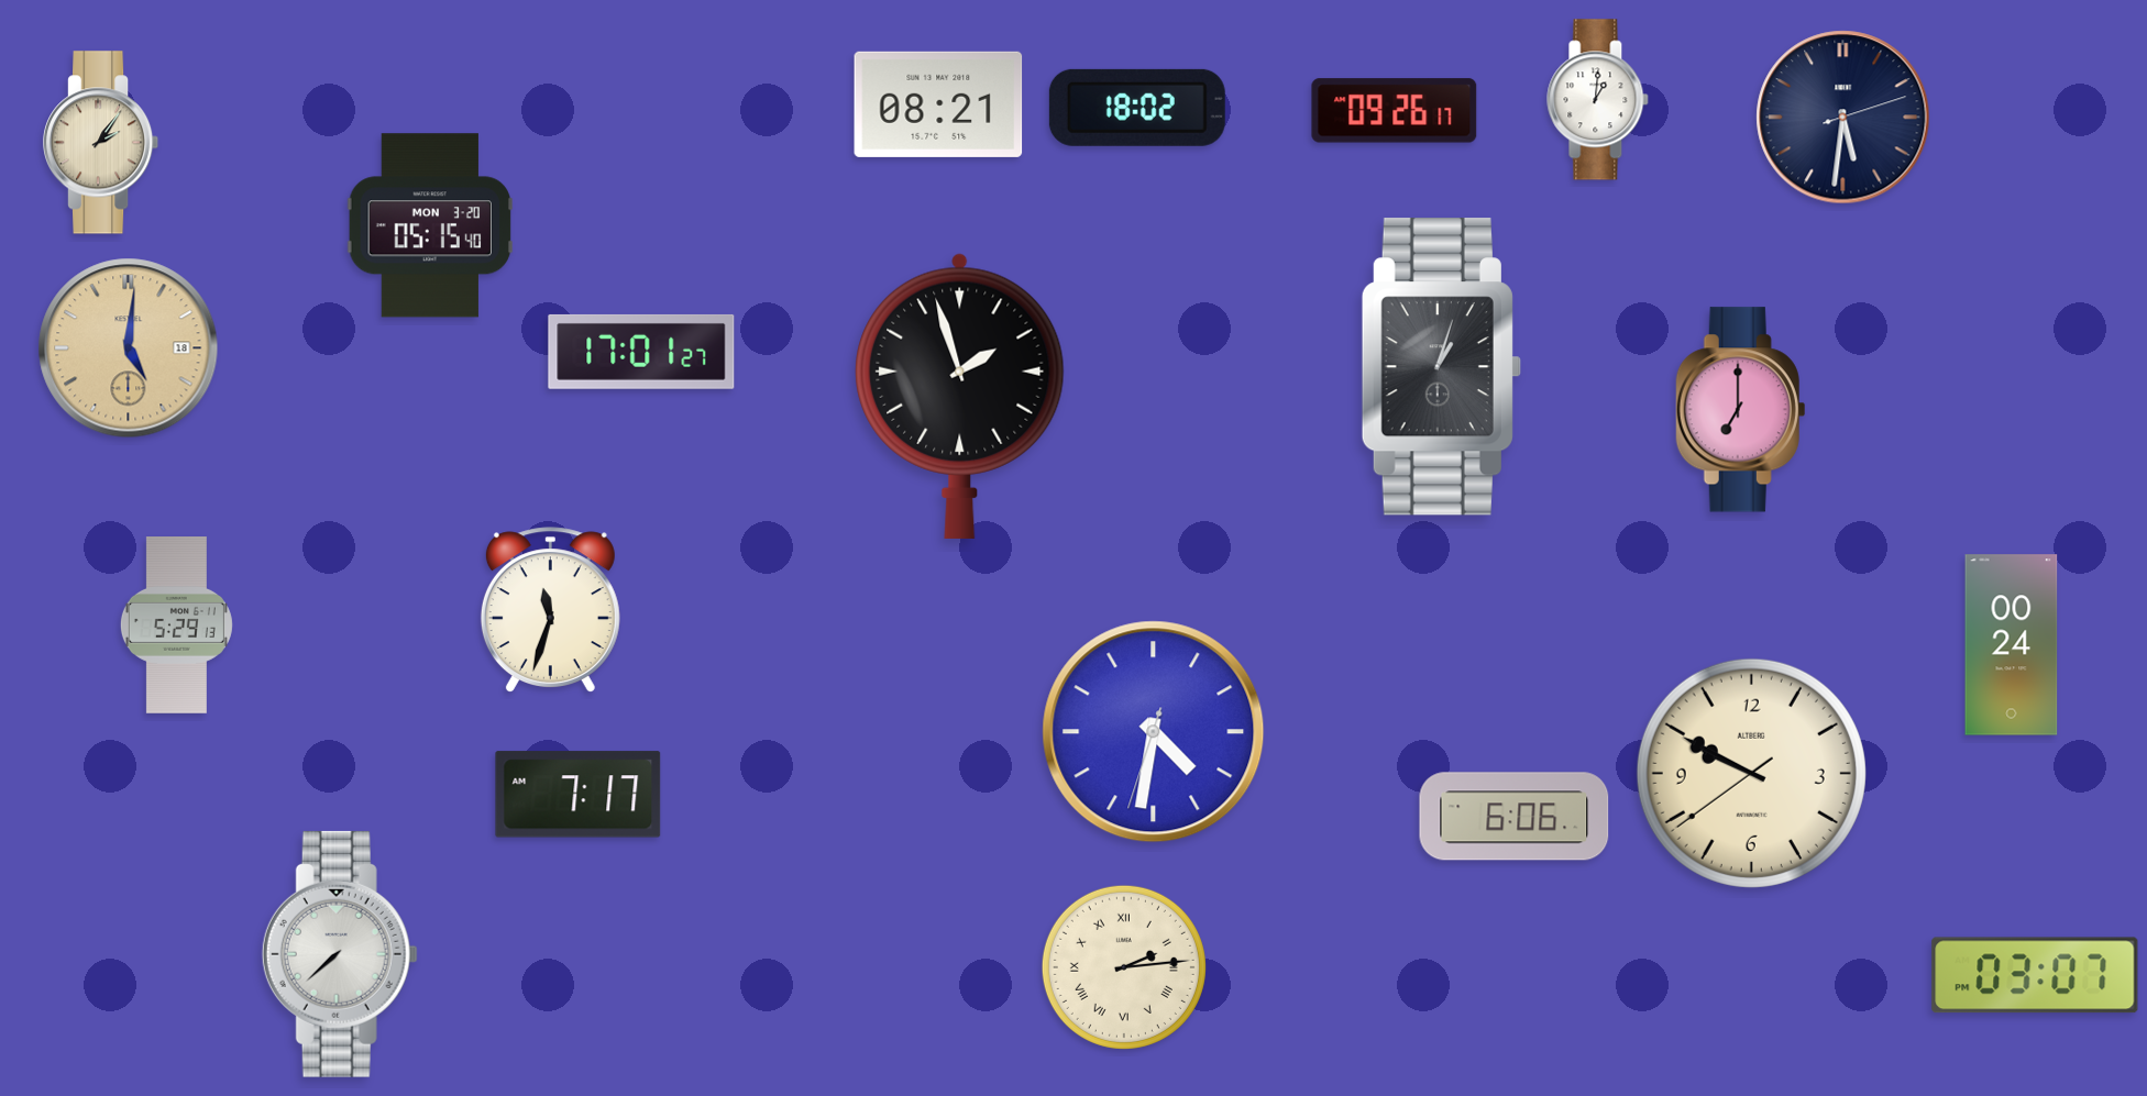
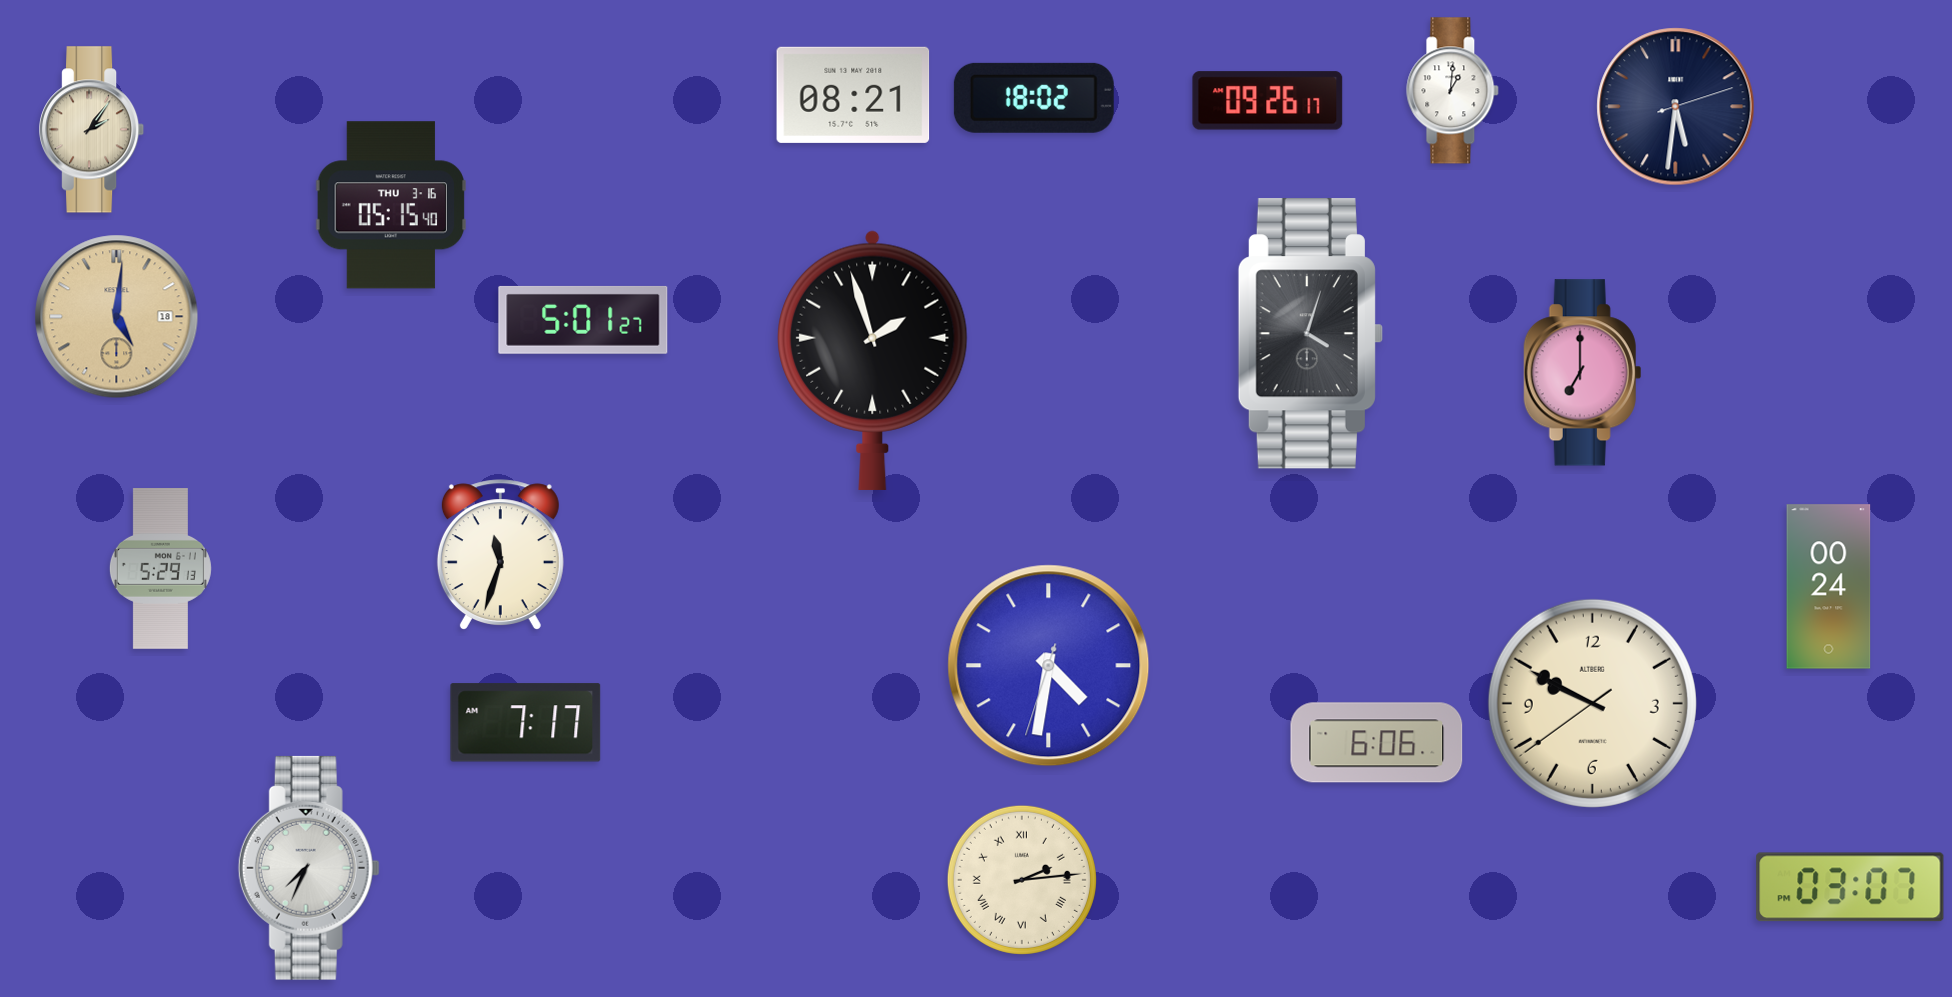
clock at (430, 225) date: MON 3-20 -> THU 3-16
clock at (641, 352): 17:01 -> 5:01
clock at (1441, 367): 1:03 -> 4:03
clock at (340, 954): 7:38 -> 7:34
